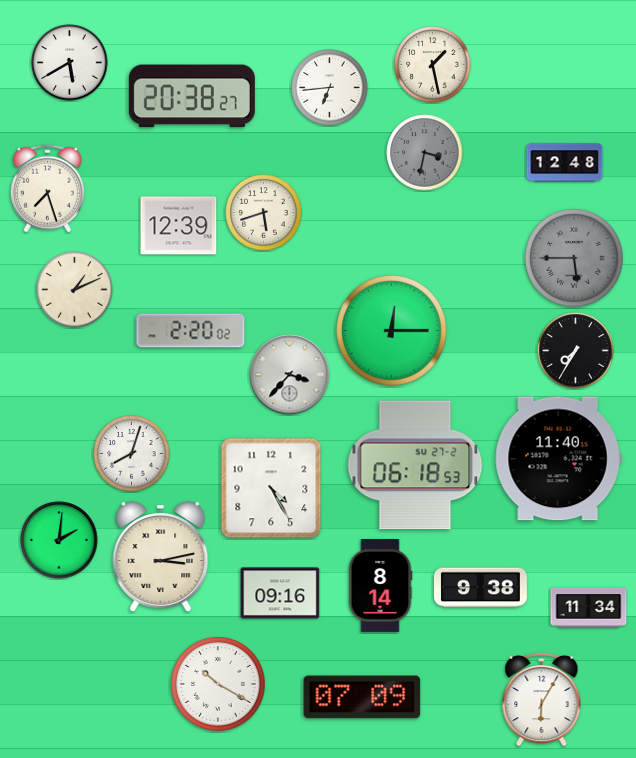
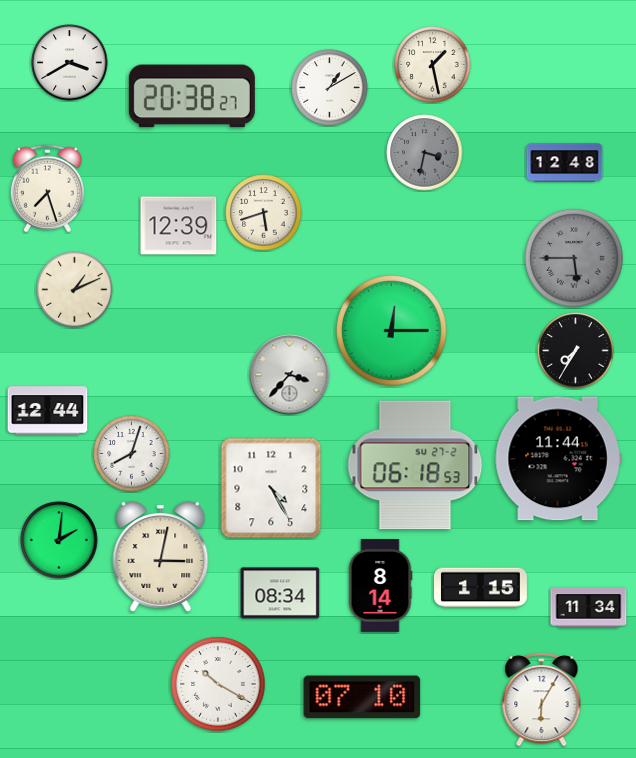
clock at (70, 63): 5:40 -> 3:40
clock at (330, 88): 6:44 -> 1:10
clock at (191, 331): 2:20 -> none
clock at (48, 411): none -> 12:44
clock at (558, 459): 11:40 -> 11:44
clock at (161, 557): 3:13 -> 3:02
clock at (481, 588): 9:38 -> 1:15
clock at (280, 593): 09:16 -> 08:34
clock at (362, 697): 07:09 -> 07:10
